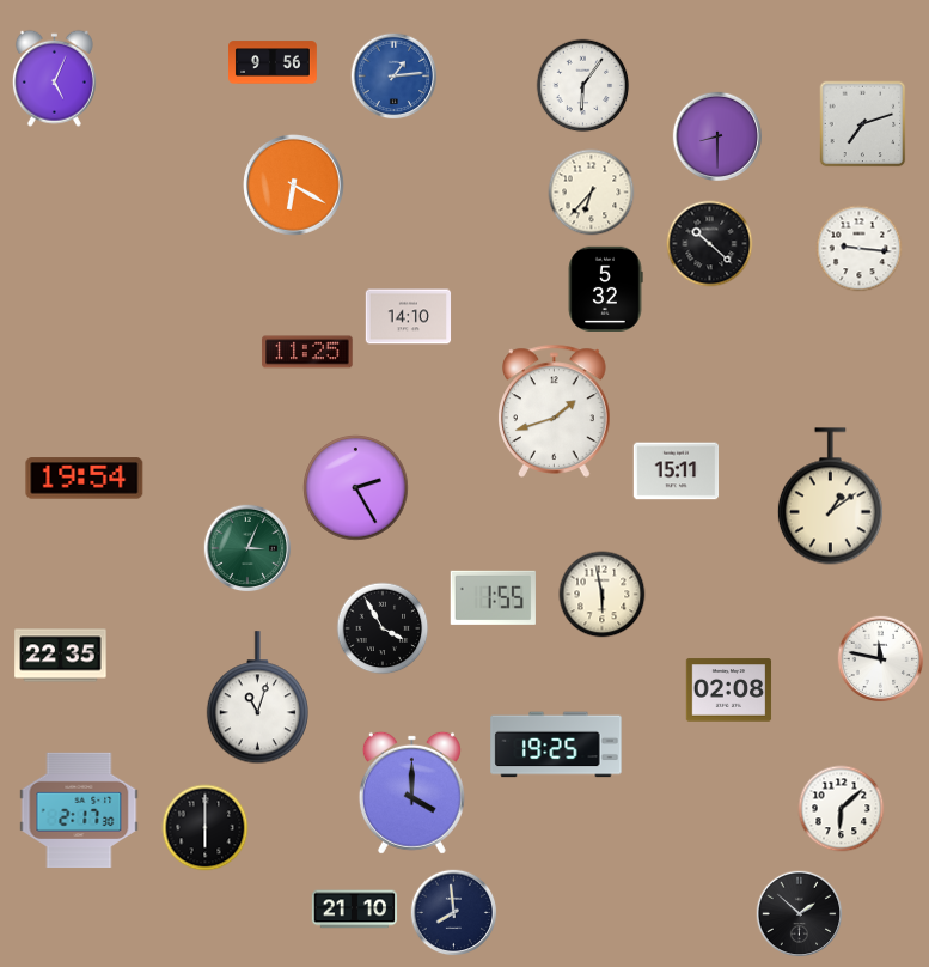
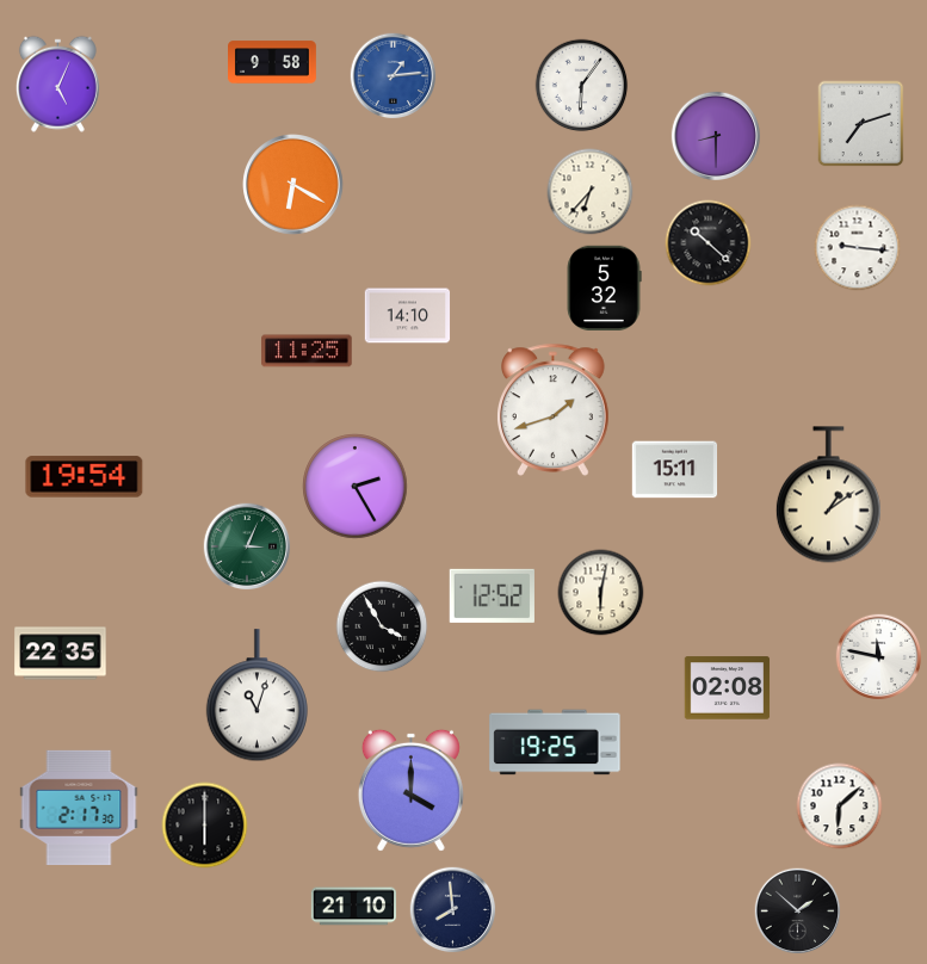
clock at (274, 62): 9:56 -> 9:58
clock at (54, 78) position: (54, 78) -> (57, 84)
clock at (603, 595): 5:58 -> 6:02
clock at (493, 597): 1:55 -> 12:52
